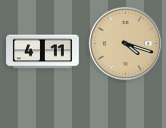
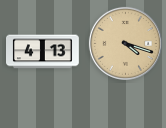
clock at (43, 52): 4:11 -> 4:13
